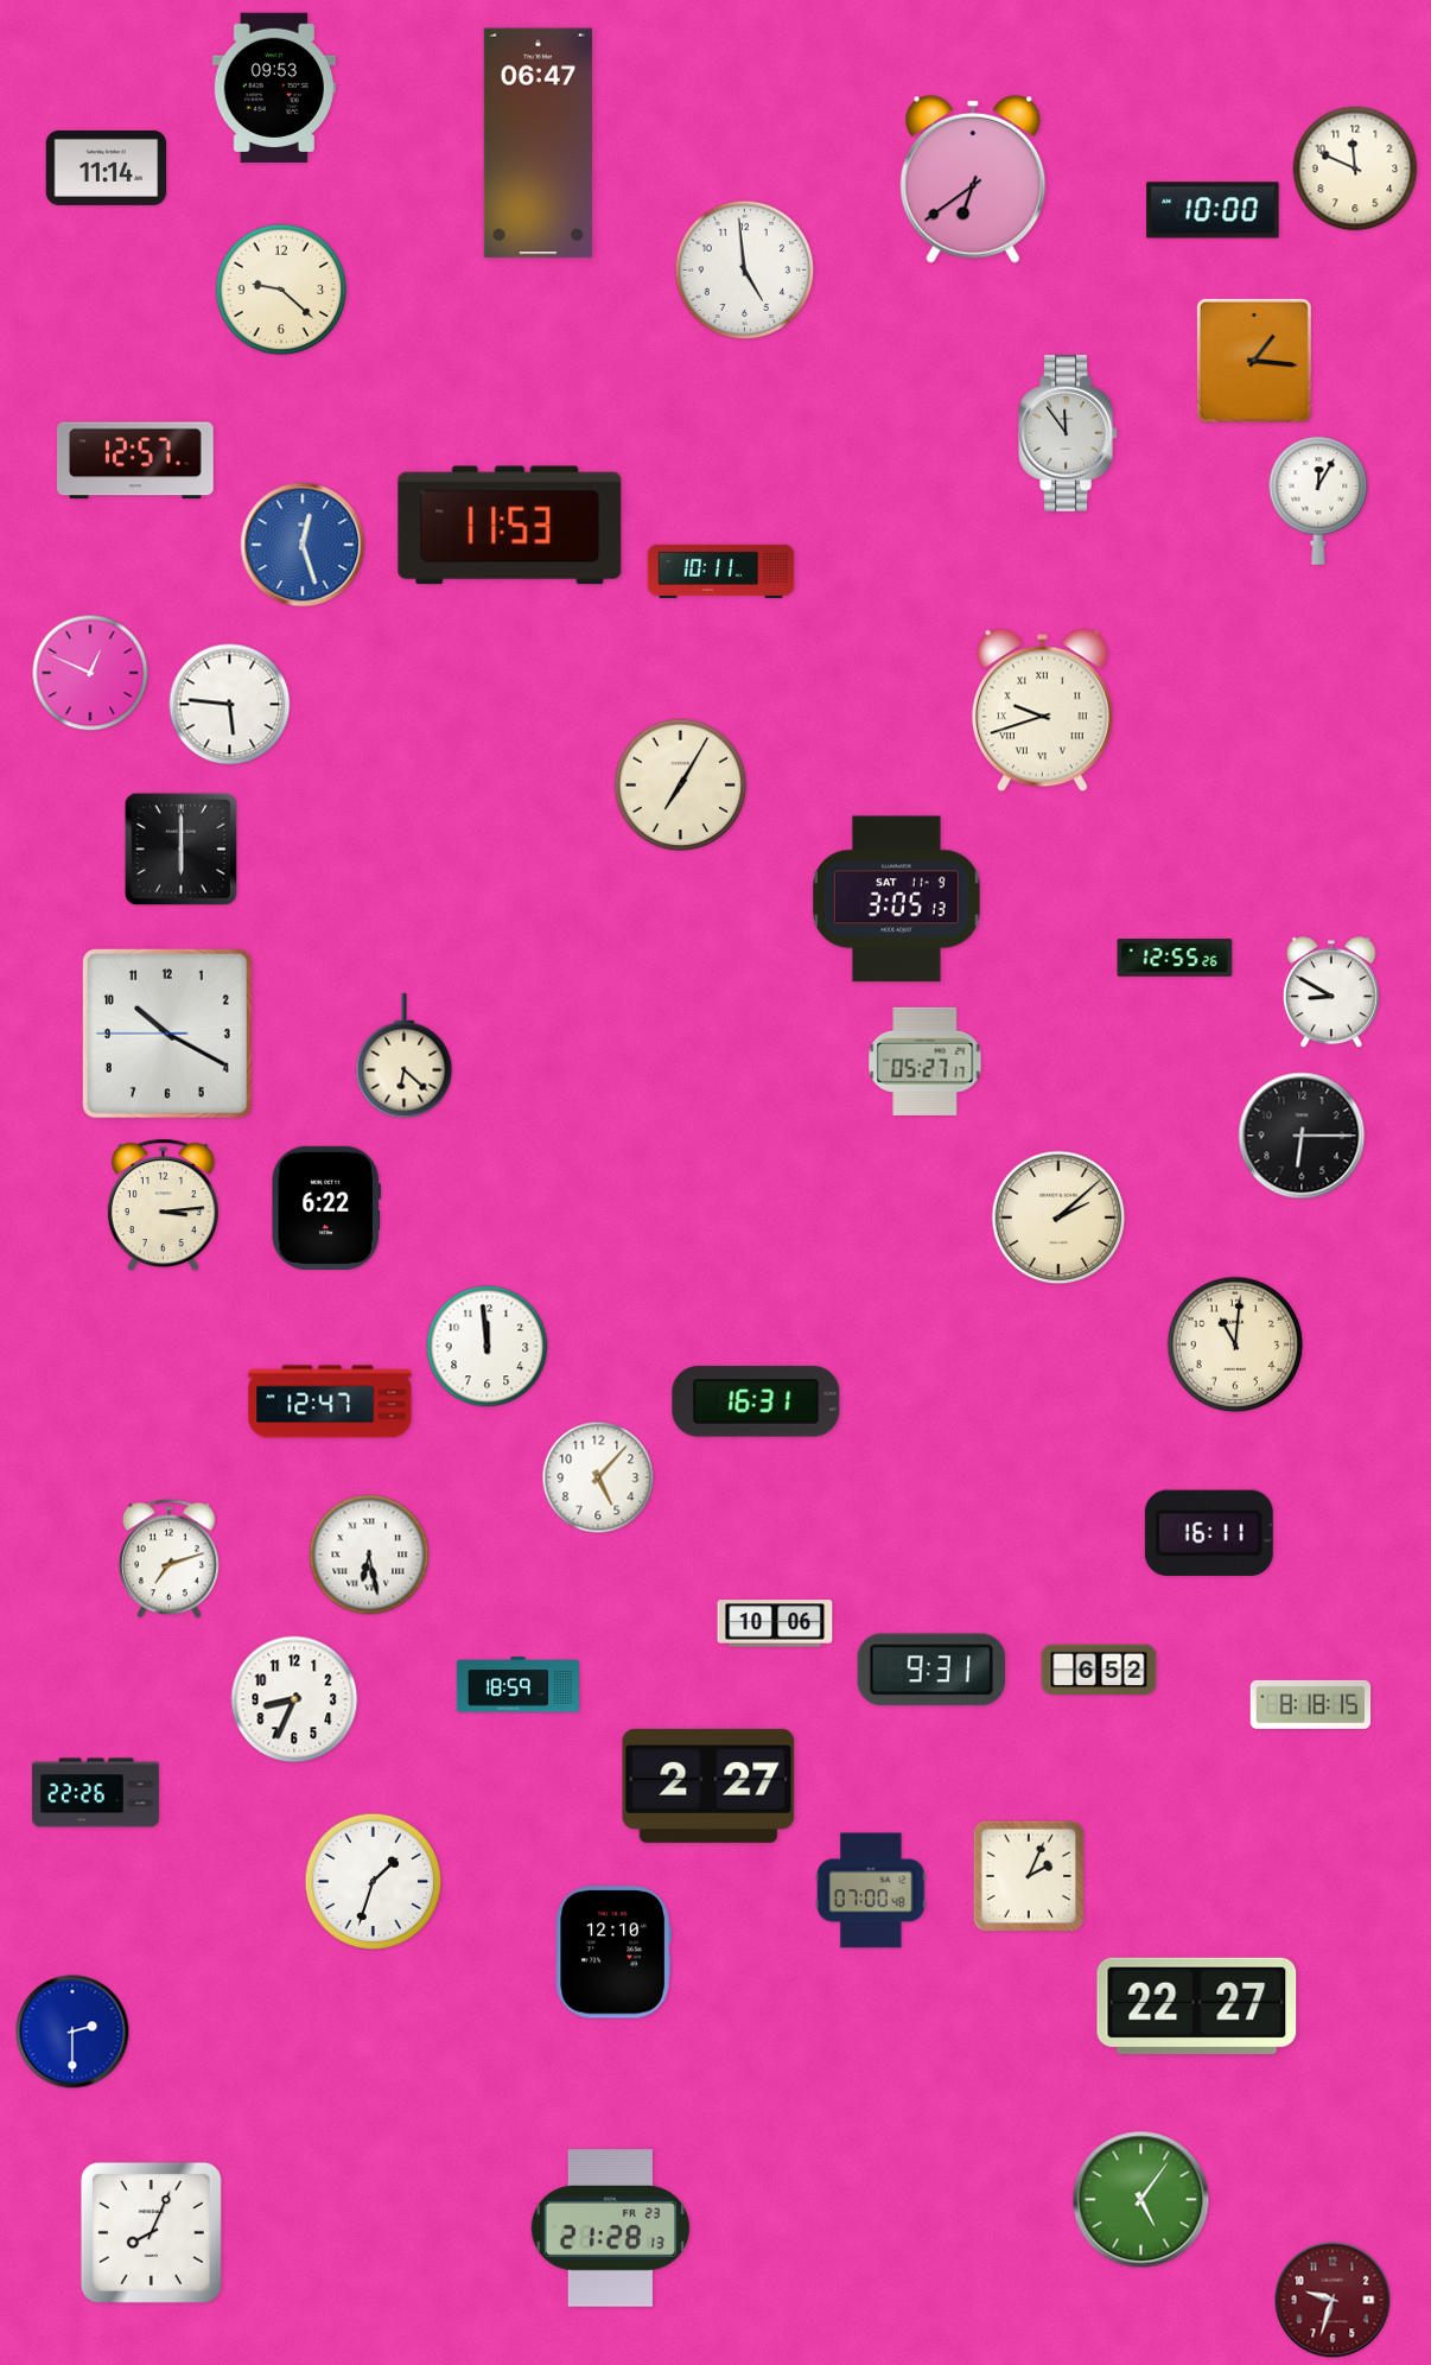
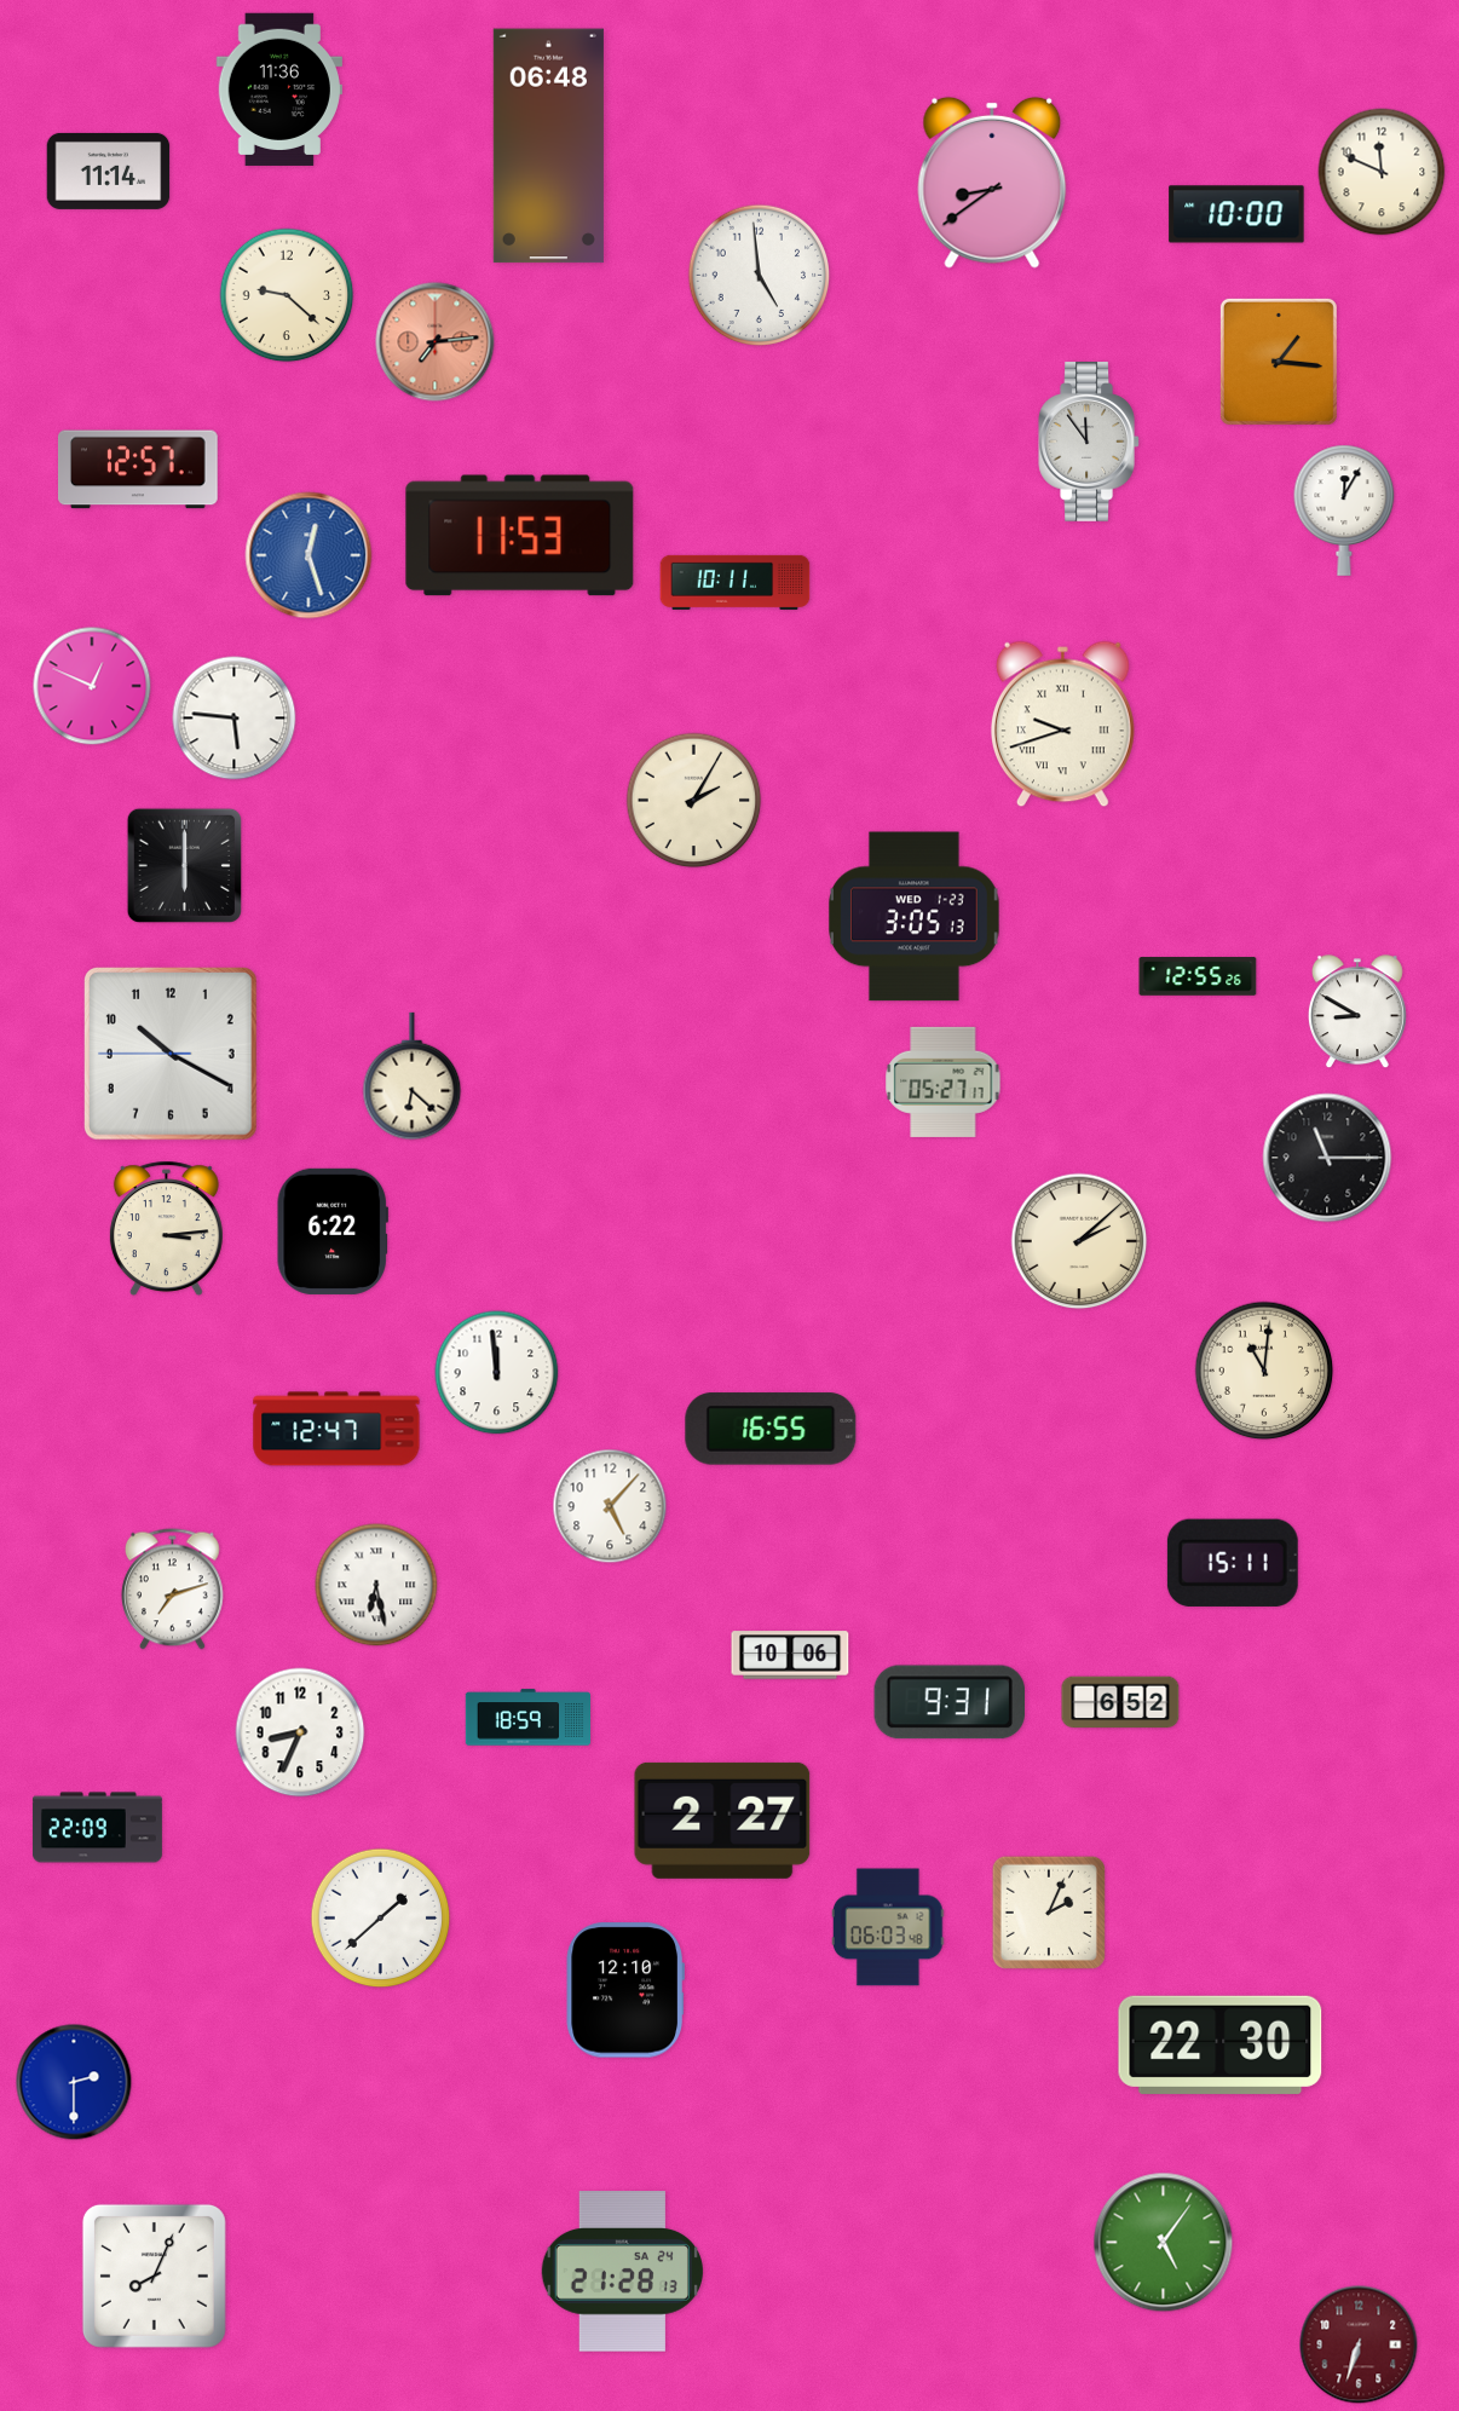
clock at (273, 88): 09:53 -> 11:36
clock at (538, 144): 06:47 -> 06:48
clock at (973, 179): 6:39 -> 8:39
clock at (436, 342): none -> 7:14
clock at (1254, 361) position: (1254, 361) -> (1279, 362)
clock at (681, 786): 7:05 -> 2:05
clock at (897, 899) date: SAT 11-9 -> WED 1-23
clock at (1302, 1136): 6:15 -> 11:15
clock at (1235, 1344) position: (1235, 1344) -> (1264, 1371)
clock at (756, 1401): 16:31 -> 16:55
clock at (1209, 1533): 16:11 -> 15:11
clock at (1311, 1704): 8:18 -> none
clock at (96, 1793): 22:26 -> 22:09
clock at (374, 1882): 1:33 -> 1:38
clock at (871, 1890): 07:00 -> 06:03
clock at (1197, 2005): 22:27 -> 22:30
clock at (72, 2032) position: (72, 2032) -> (74, 2082)
clock at (610, 2229) date: FR 23 -> SA 24
clock at (1333, 2300): 9:33 -> 6:33
